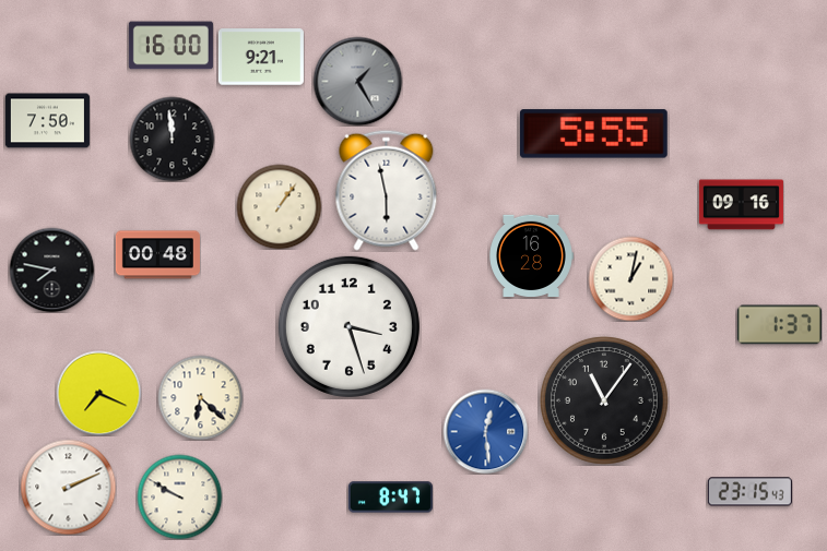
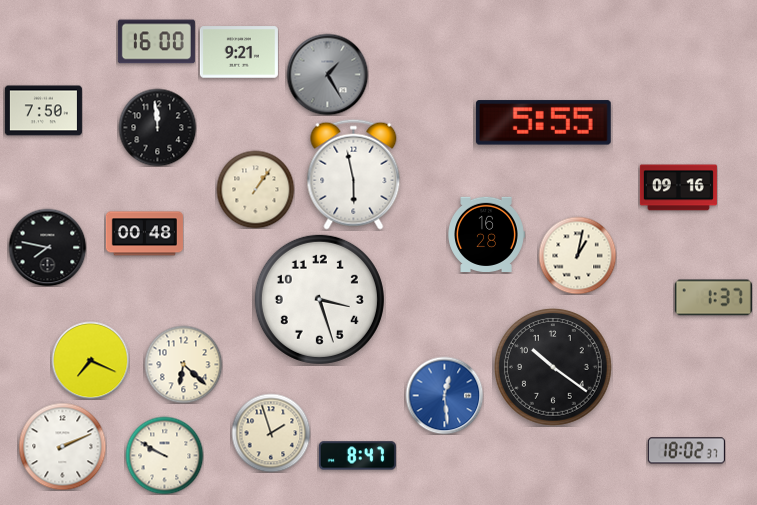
clock at (604, 400): 11:06 -> 10:21
clock at (271, 433): none -> 1:57
clock at (749, 492): 23:15 -> 18:02
